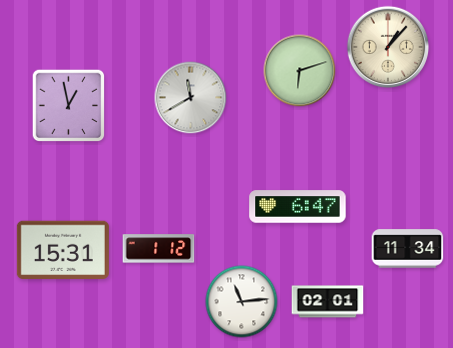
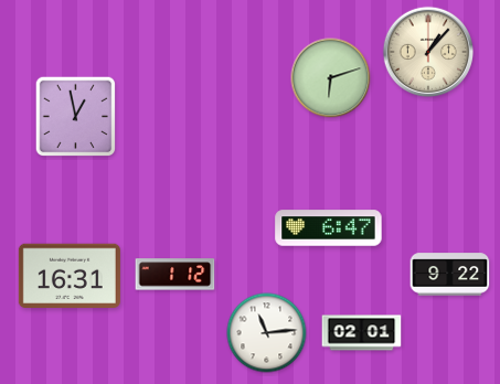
clock at (191, 98): 11:40 -> none
clock at (408, 249): 11:34 -> 9:22
clock at (63, 250): 15:31 -> 16:31
